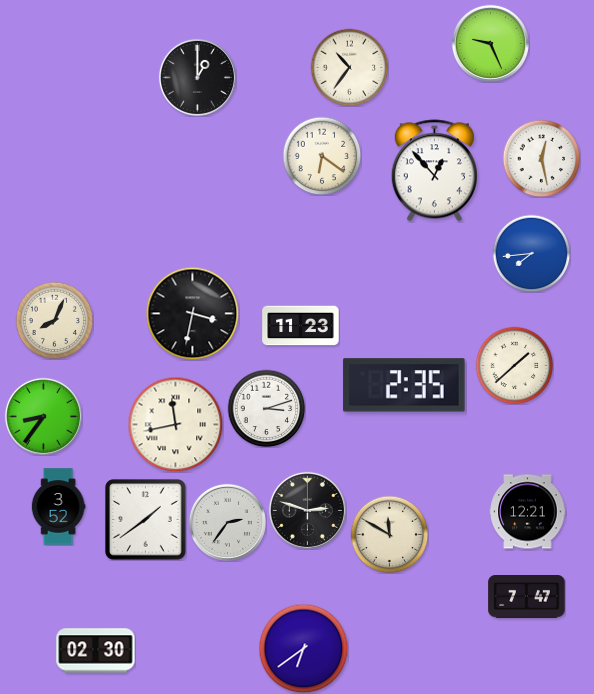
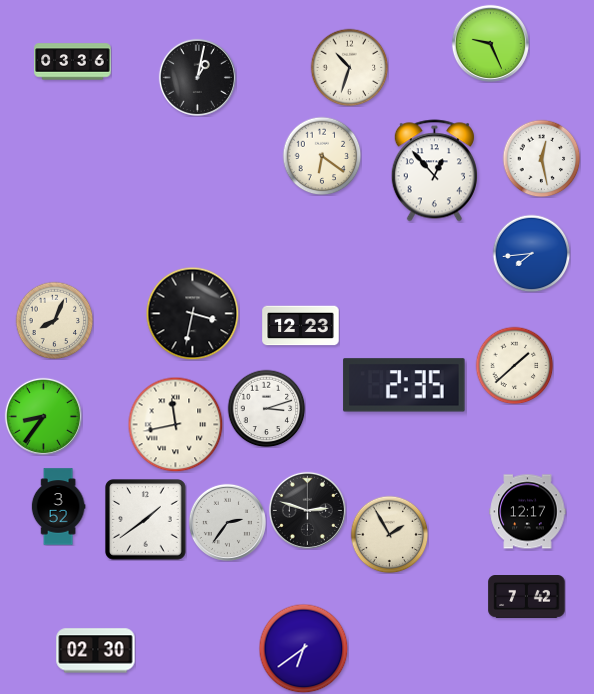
clock at (73, 62): none -> 03:36
clock at (349, 67): 10:36 -> 10:33
clock at (197, 77): 1:00 -> 1:02
clock at (301, 326): 11:23 -> 12:23
clock at (528, 512): 12:21 -> 12:17
clock at (389, 534): 11:50 -> 1:55
clock at (527, 597): 7:47 -> 7:42
